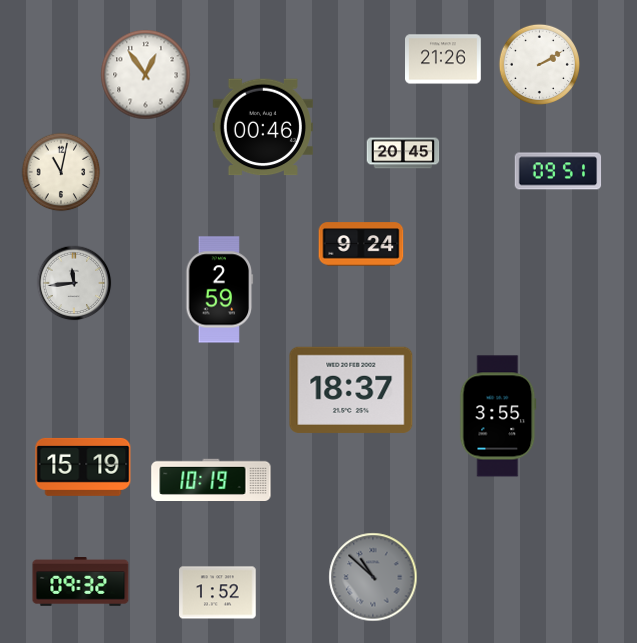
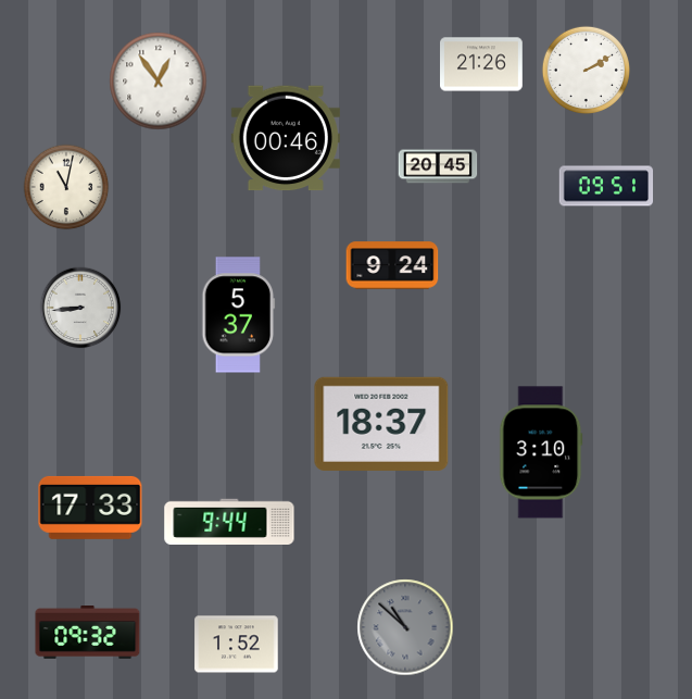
clock at (74, 283): 11:44 -> 8:44
clock at (220, 290): 2:59 -> 5:37
clock at (498, 416): 3:55 -> 3:10
clock at (83, 467): 15:19 -> 17:33
clock at (211, 479): 10:19 -> 9:44
